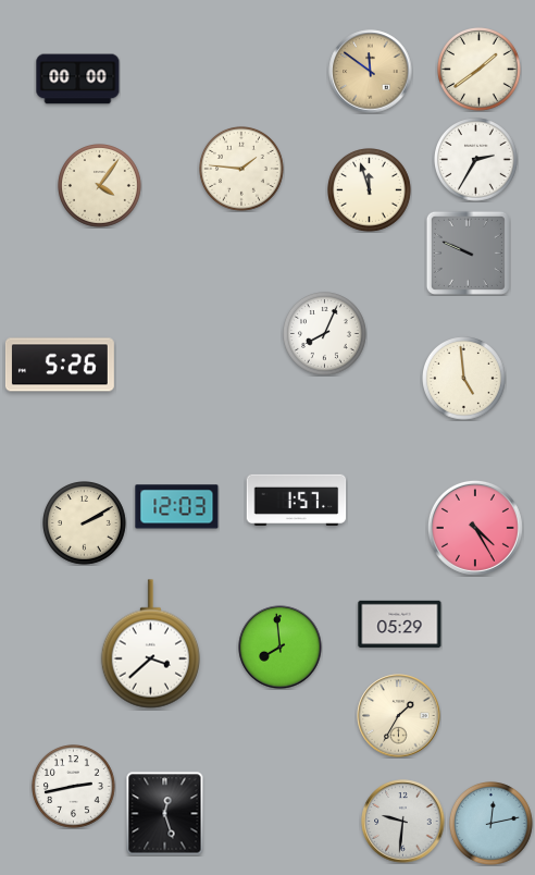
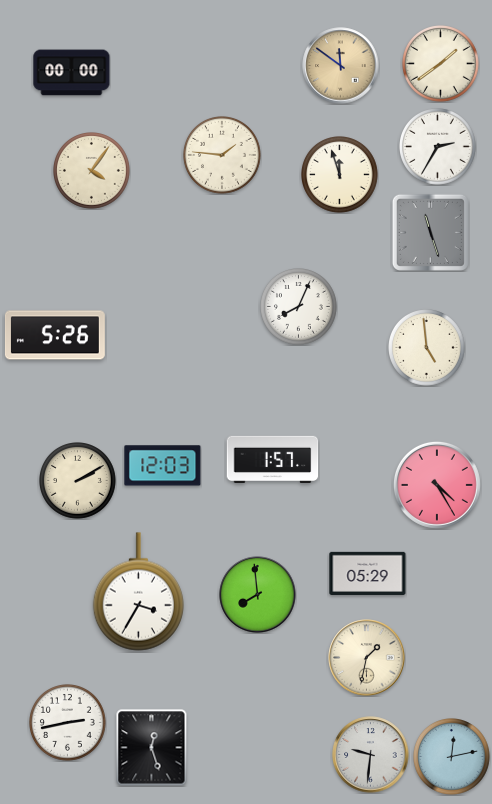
clock at (468, 252): 9:49 -> 11:27
clock at (150, 644): 3:38 -> 3:35
clock at (399, 716): 1:35 -> 1:32
